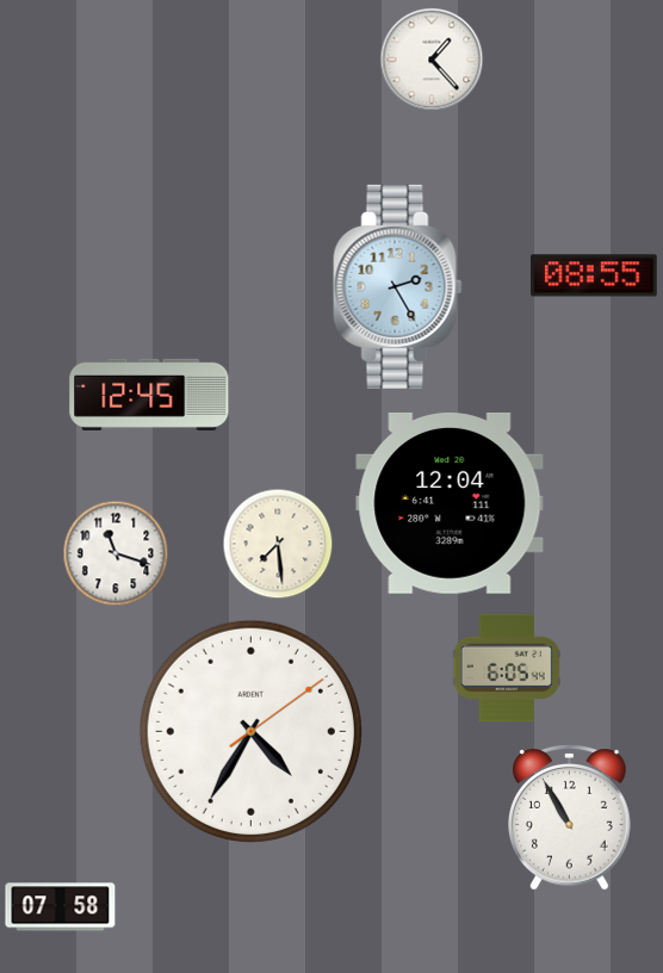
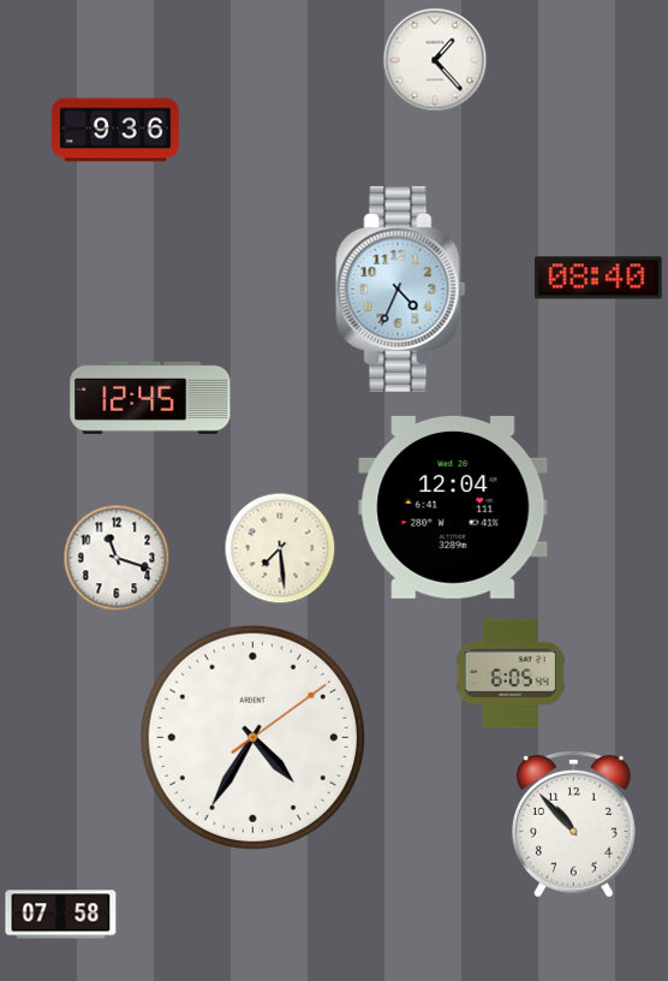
clock at (115, 130): none -> 9:36
clock at (595, 275): 08:55 -> 08:40
clock at (398, 286): 2:25 -> 4:34
clock at (570, 818): 10:55 -> 10:53
